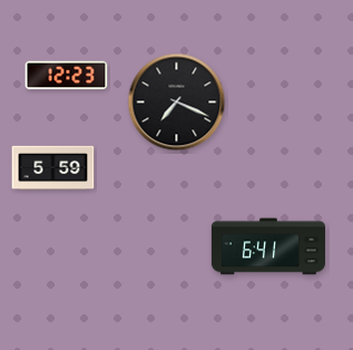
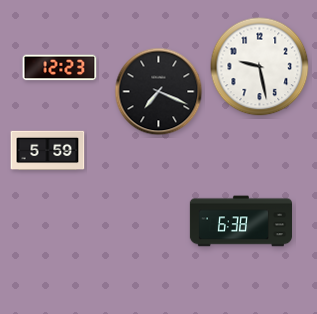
clock at (260, 67): none -> 9:28
clock at (267, 246): 6:41 -> 6:38
